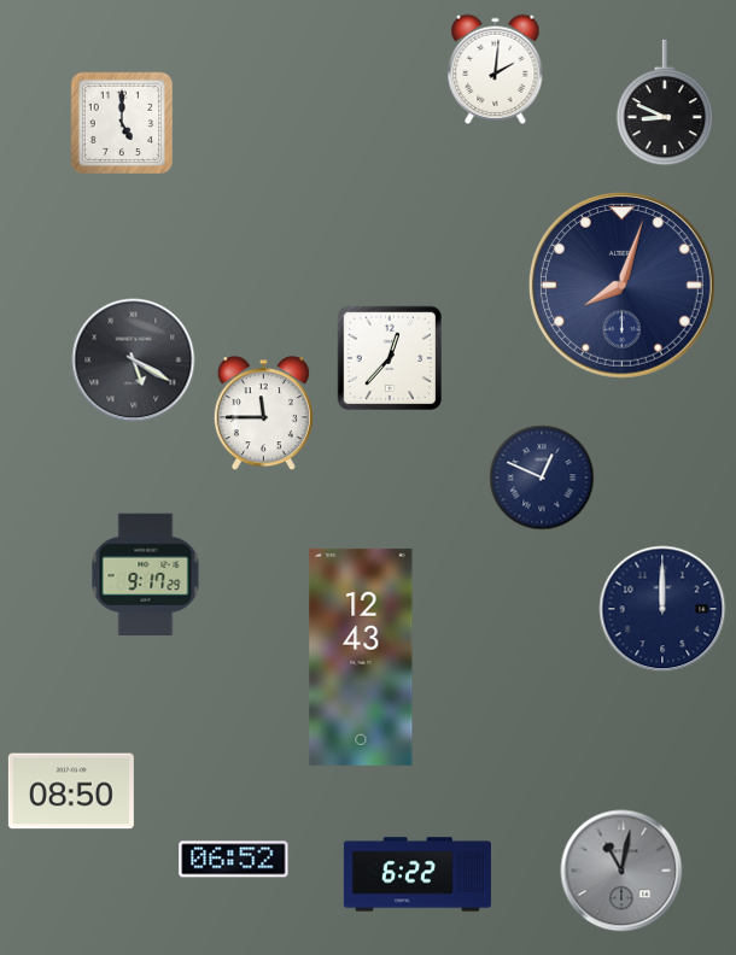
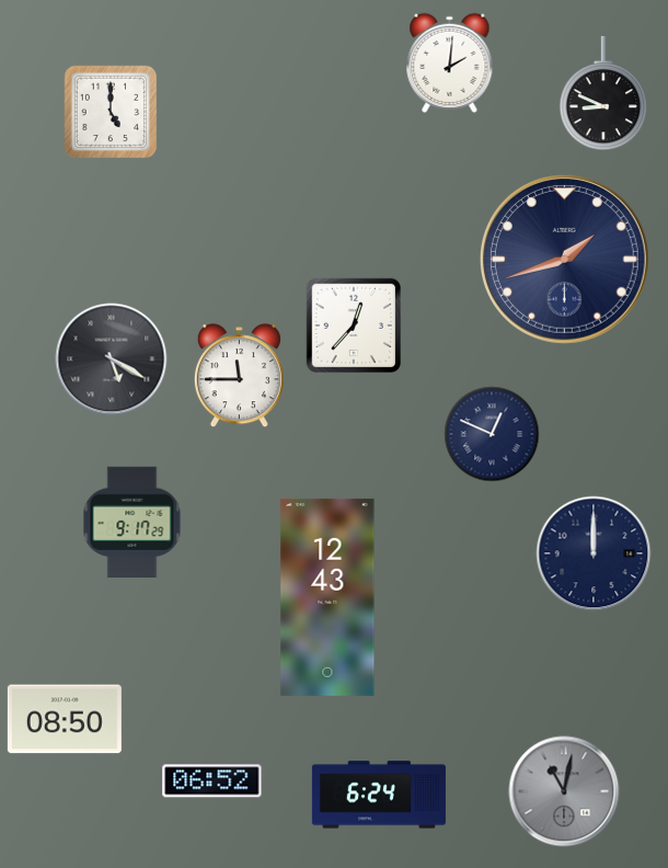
clock at (621, 285): 8:03 -> 1:42
clock at (134, 361) position: (134, 361) -> (112, 359)
clock at (662, 609) position: (662, 609) -> (594, 553)
clock at (417, 874): 6:22 -> 6:24
